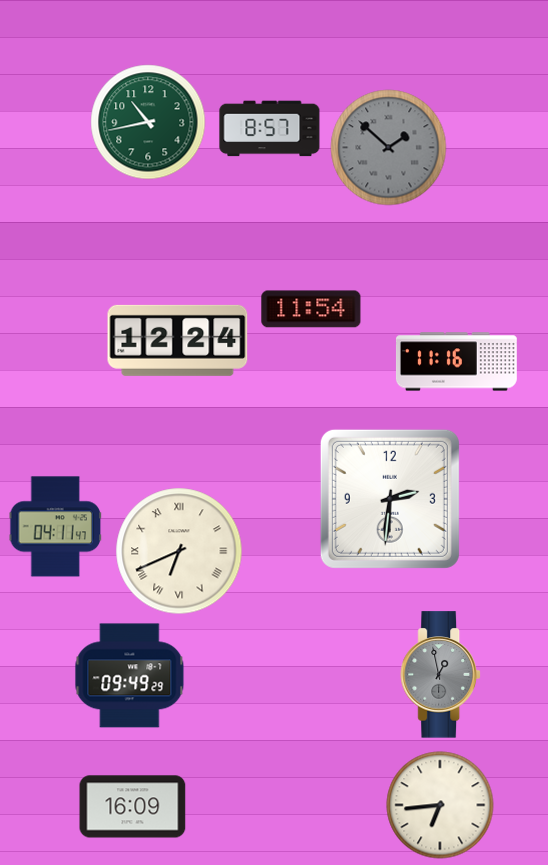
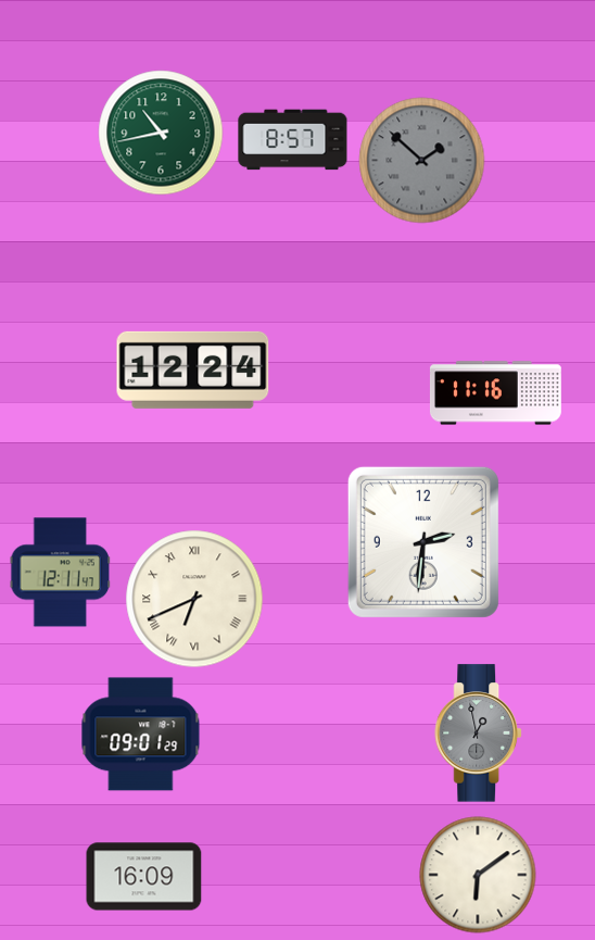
clock at (311, 309): 11:54 -> none
clock at (56, 527): 04:11 -> 12:11
clock at (130, 676): 09:49 -> 09:01
clock at (440, 805): 6:44 -> 6:09
